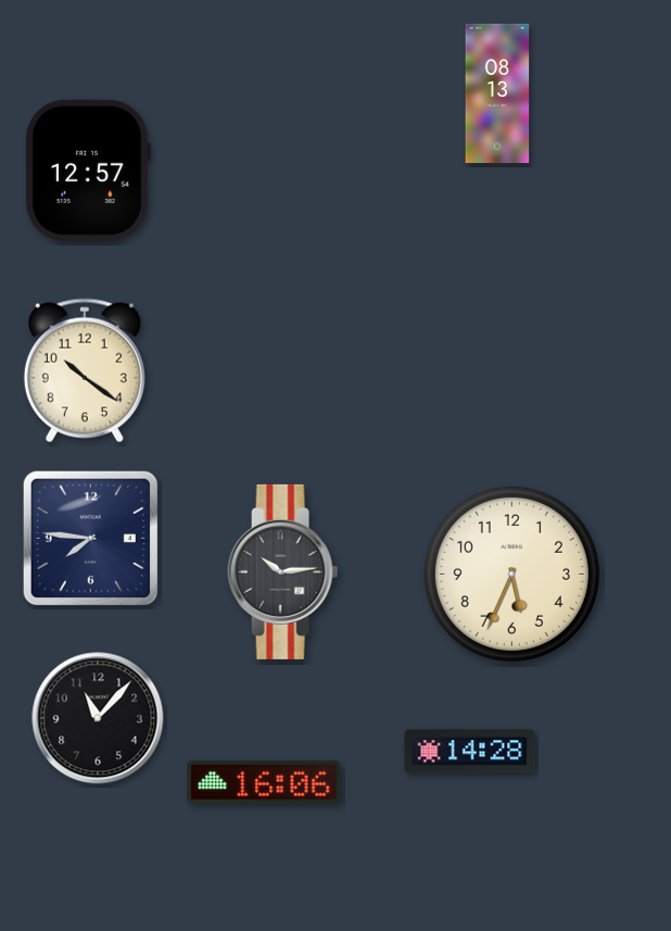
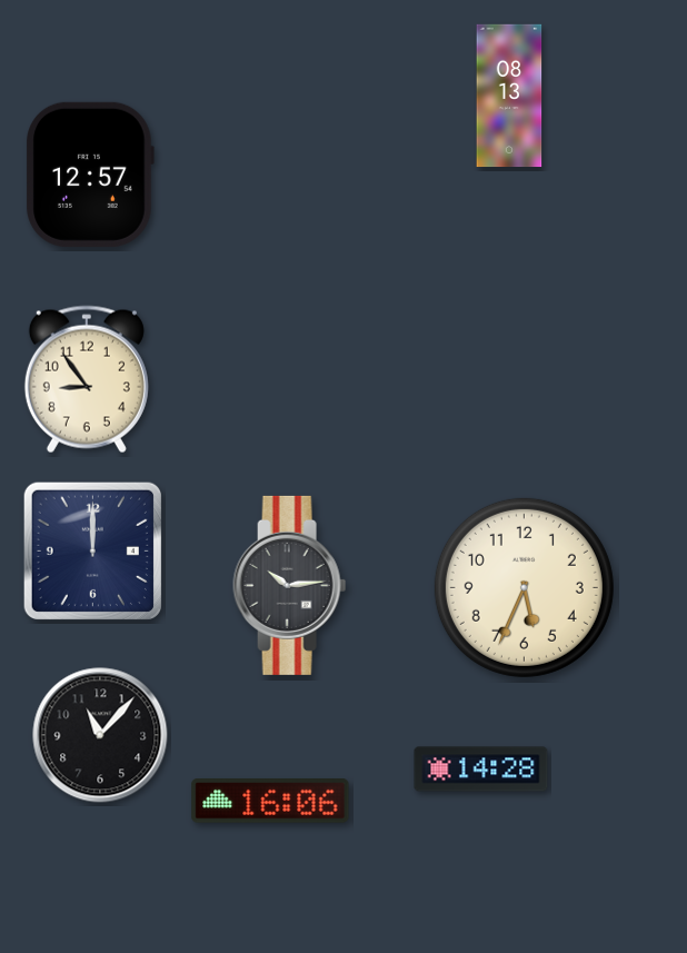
clock at (85, 370): 10:21 -> 8:54
clock at (90, 538): 7:46 -> 12:00
